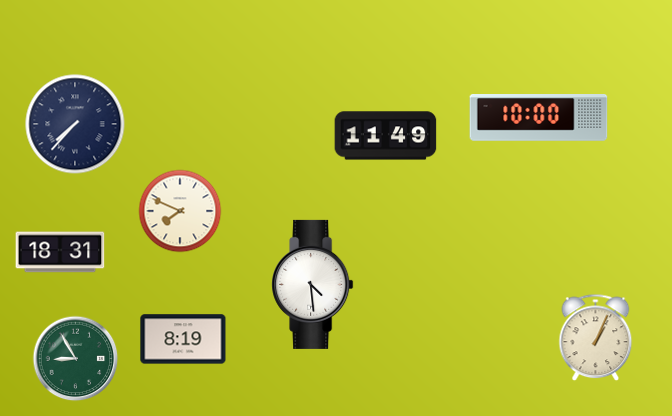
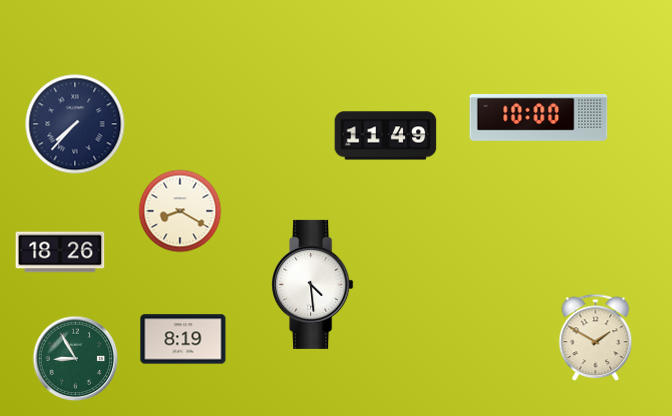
clock at (180, 211): 7:49 -> 8:20
clock at (60, 252): 18:31 -> 18:26
clock at (596, 338): 1:04 -> 1:50
